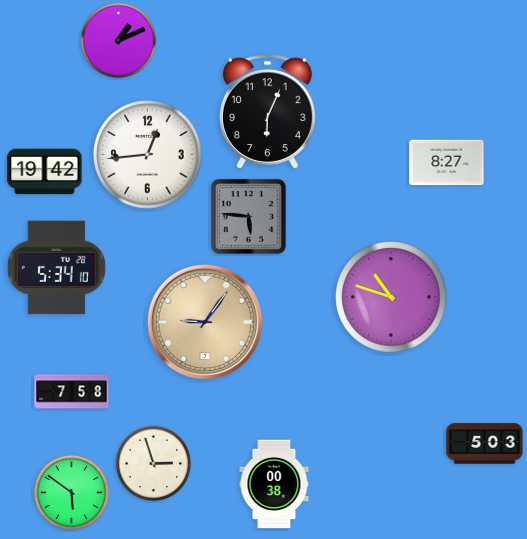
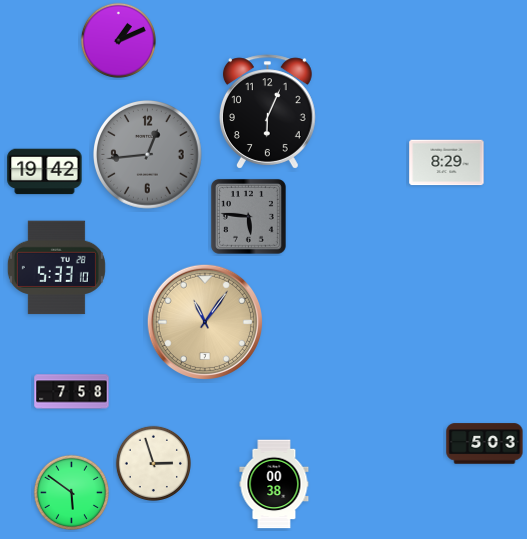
clock at (148, 155) dial: white -> grey
clock at (447, 163): 8:27 -> 8:29
clock at (56, 268): 5:34 -> 5:33
clock at (391, 297): 10:48 -> none
clock at (204, 321): 9:06 -> 11:06
